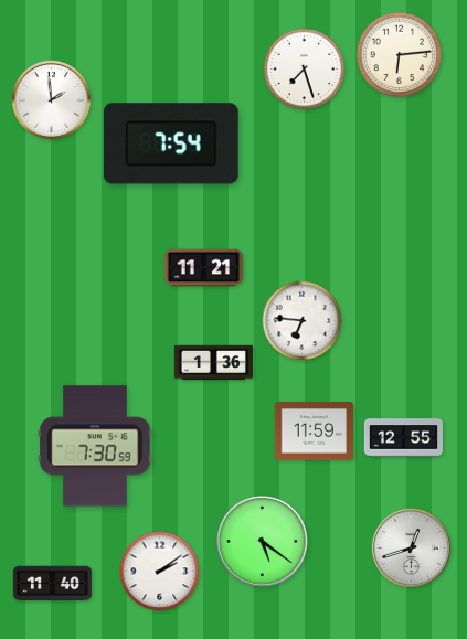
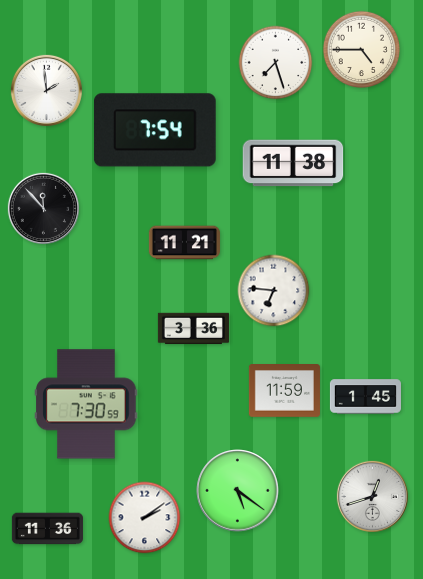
clock at (399, 54): 6:14 -> 4:45
clock at (293, 163): none -> 11:38
clock at (43, 208): none -> 11:53
clock at (213, 363): 1:36 -> 3:36
clock at (403, 438): 12:55 -> 1:45
clock at (52, 584): 11:40 -> 11:36
